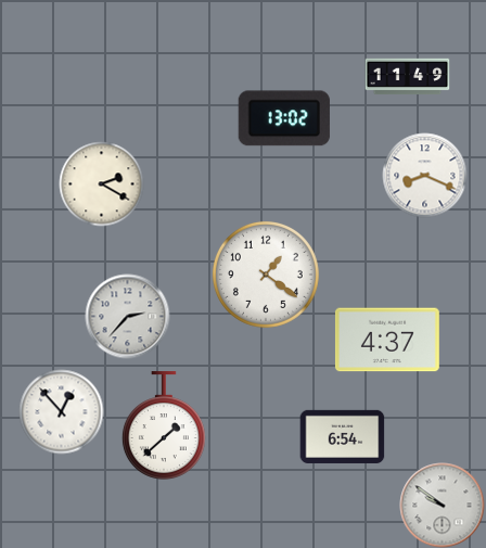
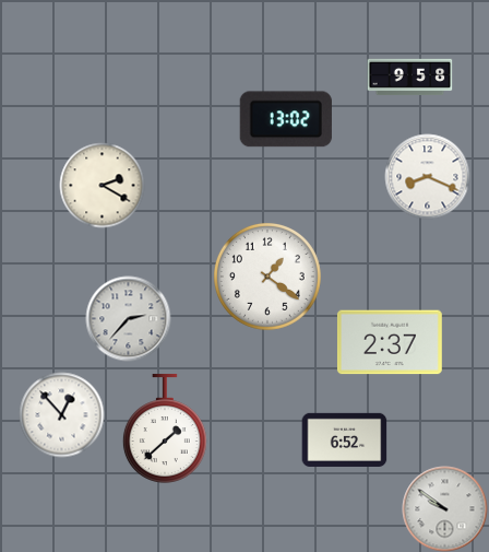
clock at (407, 77): 11:49 -> 9:58
clock at (387, 340): 4:37 -> 2:37
clock at (342, 436): 6:54 -> 6:52
